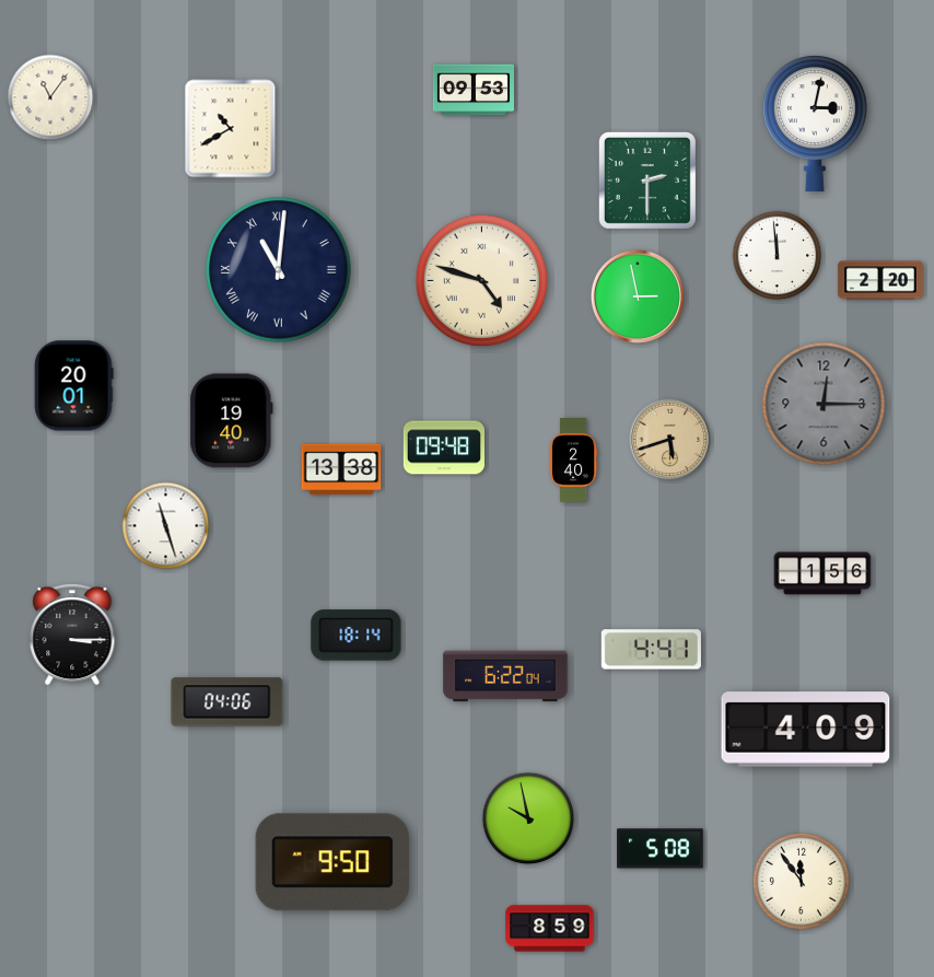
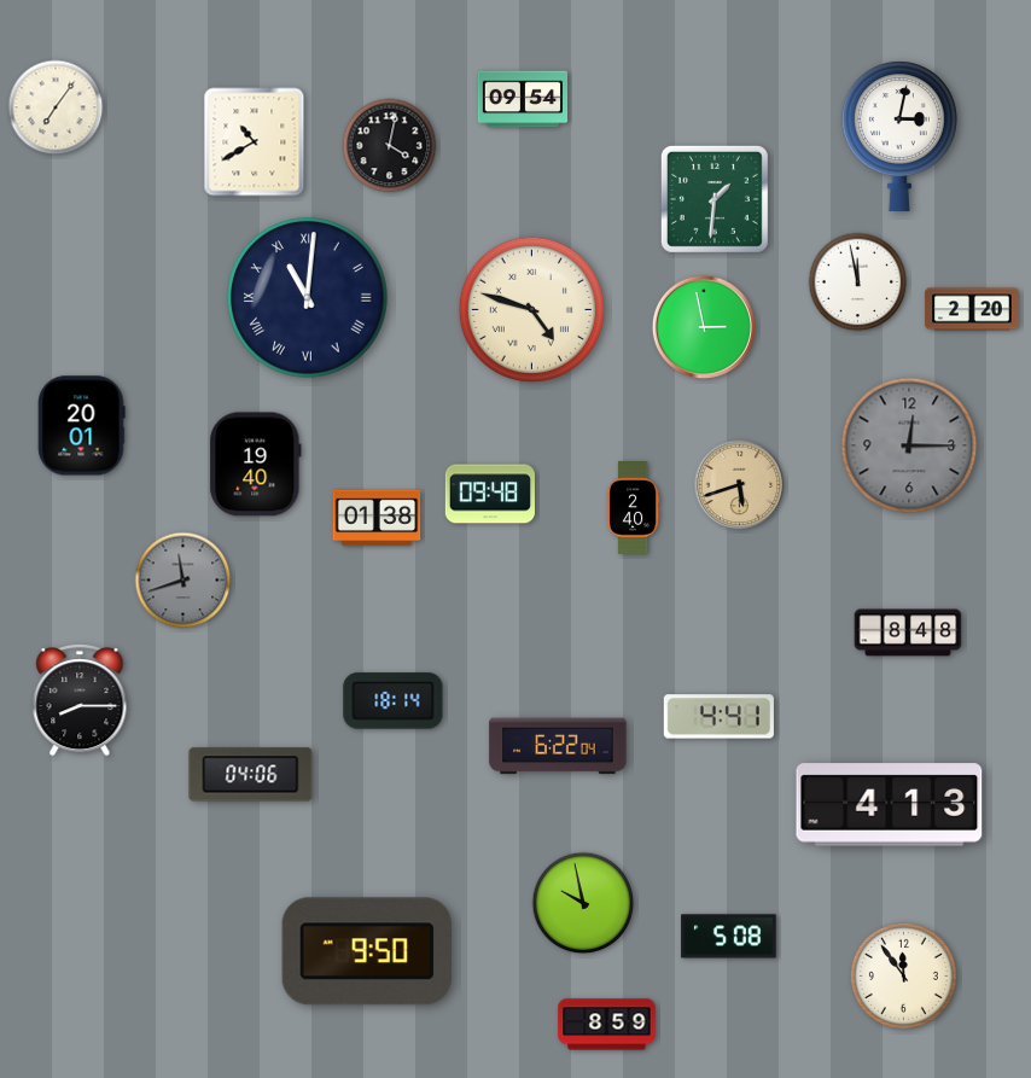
clock at (472, 90): 09:53 -> 09:54
clock at (50, 97): 11:06 -> 7:06
clock at (390, 146): none -> 4:02
clock at (647, 181): 2:30 -> 1:31
clock at (778, 256): 11:59 -> 11:58
clock at (341, 469): 13:38 -> 01:38
clock at (166, 526): 11:27 -> 11:42
clock at (166, 526) dial: white -> grey
clock at (822, 573): 1:56 -> 8:48
clock at (72, 636): 3:15 -> 8:15
clock at (806, 730): 4:09 -> 4:13
clock at (801, 881) position: (801, 881) -> (903, 975)
